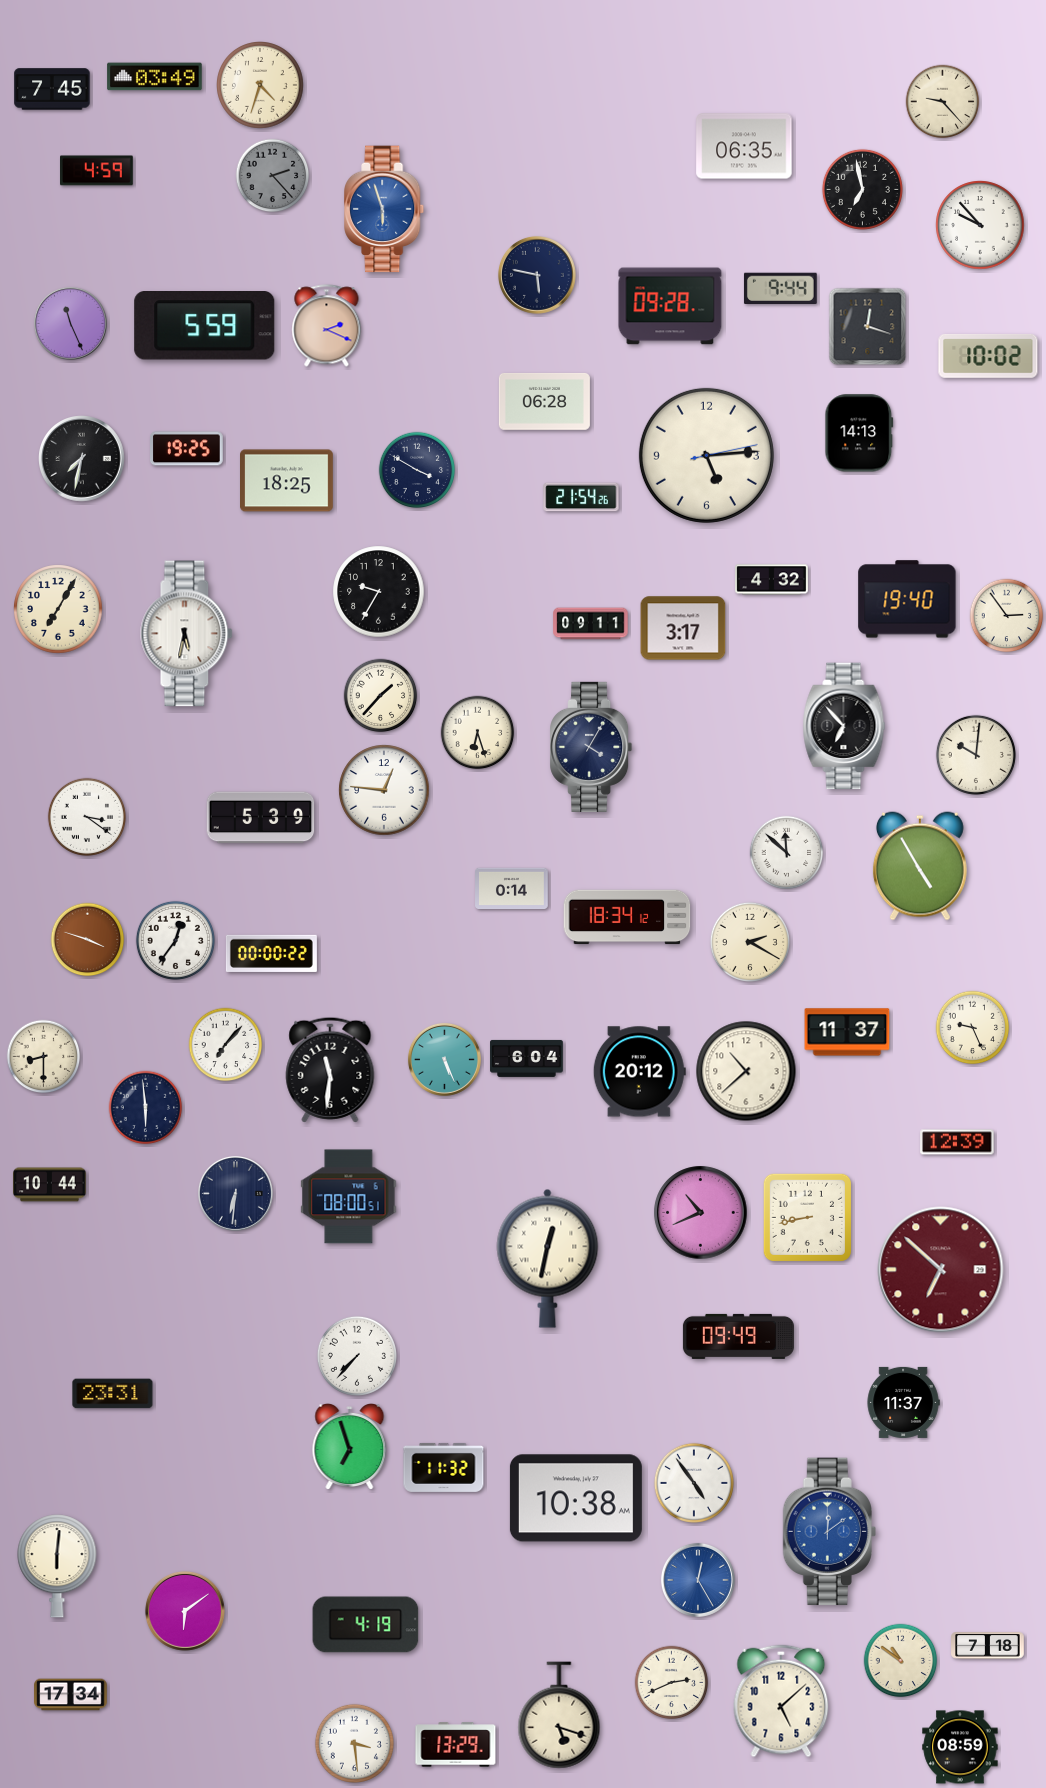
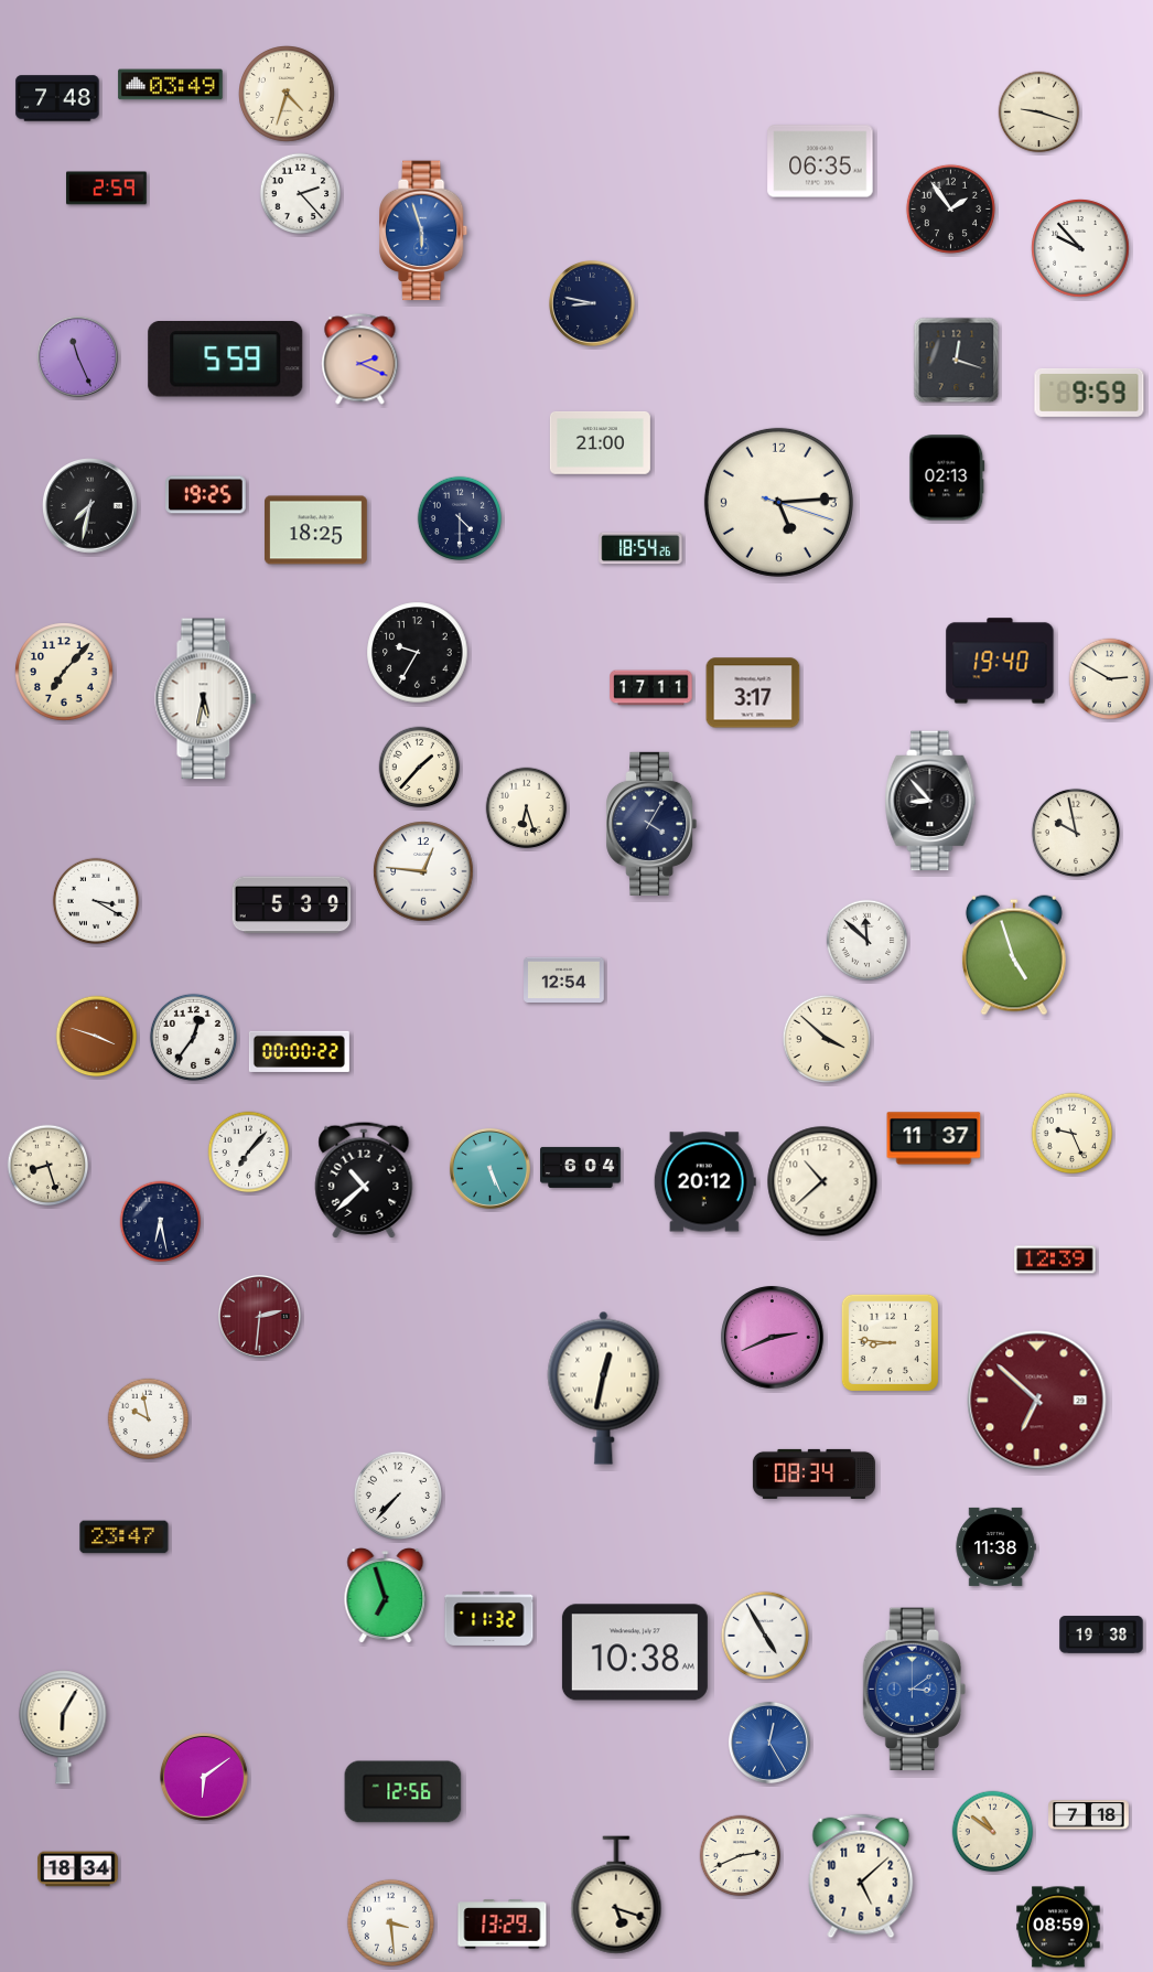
clock at (52, 89): 7:45 -> 7:48
clock at (943, 102): 9:23 -> 9:18
clock at (97, 171): 4:59 -> 2:59
clock at (273, 176) dial: grey -> white
clock at (862, 189): 6:58 -> 1:54
clock at (537, 275): 5:47 -> 8:47
clock at (780, 288): 9:44 -> none
clock at (670, 306): 09:28 -> none
clock at (988, 356): 10:02 -> 9:59
clock at (544, 401): 06:28 -> 21:00
clock at (859, 433): 14:13 -> 02:13
clock at (706, 455): 5:14:13 -> 5:14:18
clock at (417, 470): 3:50 -> 4:30
clock at (581, 497): 21:54 -> 18:54
clock at (772, 580): 4:32 -> none
clock at (58, 609): 7:05 -> 7:07
clock at (1007, 616): 2:54 -> 2:50
clock at (591, 624): 09:11 -> 17:11
clock at (844, 726): 6:53 -> 8:53
clock at (976, 755): 10:01 -> 9:58
clock at (86, 816): 3:21 -> 3:20
clock at (261, 818) position: (261, 818) -> (292, 905)
clock at (920, 866): 4:55 -> 4:57
clock at (512, 889): 0:14 -> 12:54
clock at (627, 917): 18:34 -> none
clock at (750, 942): 2:20 -> 3:52
clock at (44, 1057): 8:30 -> 8:27
clock at (330, 1070): 11:31 -> 10:38
clock at (146, 1108): 5:59 -> 6:28
clock at (50, 1185): 10:44 -> none
clock at (235, 1193): 6:31 -> 2:31
clock at (235, 1193) dial: navy -> burgundy
clock at (349, 1197): 08:00 -> none
clock at (701, 1213): 10:41 -> 2:41
clock at (807, 1217): 8:43 -> 8:46
clock at (149, 1419): none -> 9:58
clock at (738, 1336): 09:49 -> 08:34
clock at (357, 1356) position: (357, 1356) -> (398, 1496)
clock at (113, 1394): 23:31 -> 23:47
clock at (903, 1402): 11:37 -> 11:38
clock at (1101, 1635): none -> 19:38
clock at (694, 1483): 4:54 -> 4:55
clock at (829, 1532): 12:09 -> 3:09
clock at (57, 1566): 6:01 -> 6:05
clock at (366, 1625): 4:19 -> 12:56
clock at (71, 1695): 17:34 -> 18:34
clock at (559, 1715) position: (559, 1715) -> (616, 1895)
